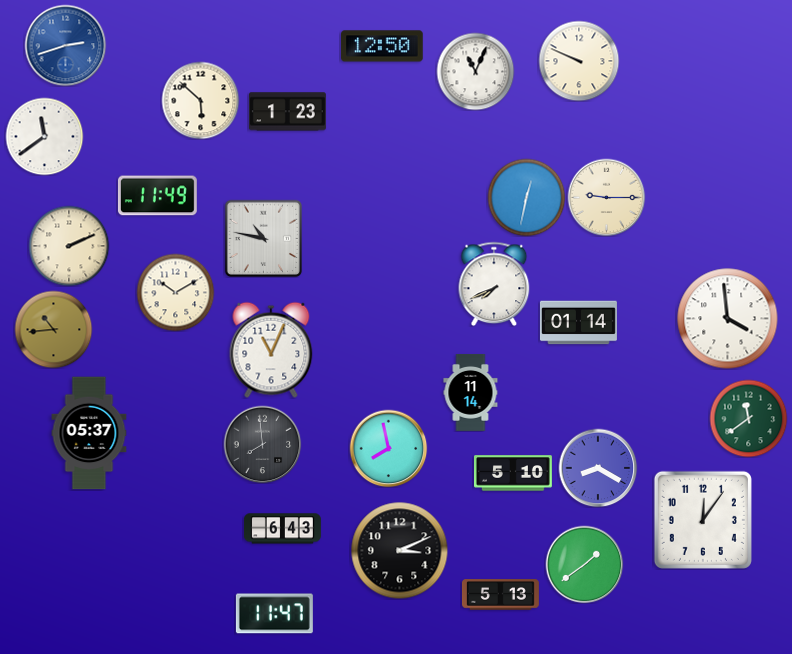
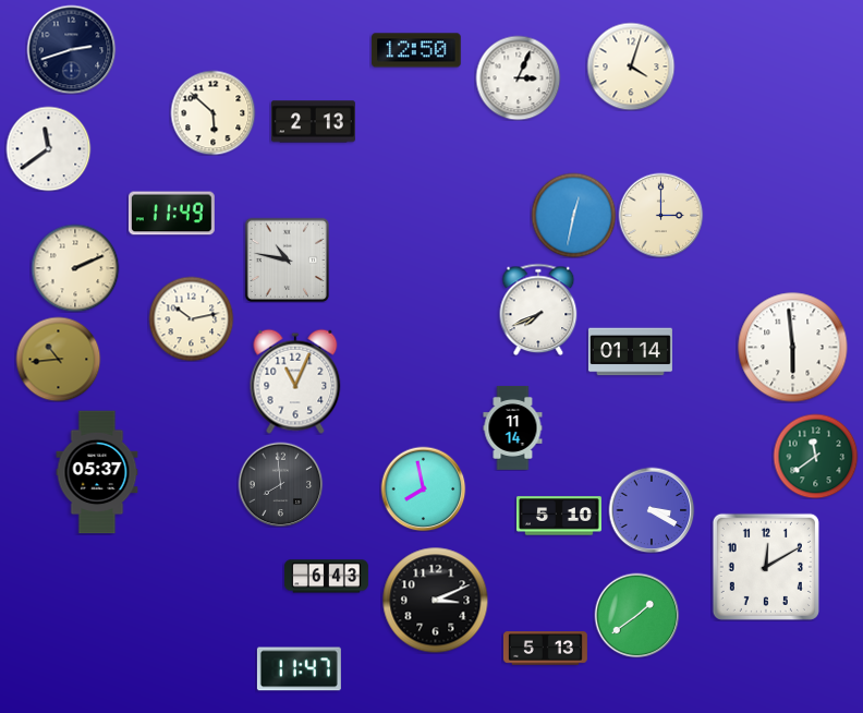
clock at (65, 45) dial: blue -> navy
clock at (579, 61): 9:49 -> 4:03
clock at (475, 71): 11:04 -> 3:04
clock at (200, 100) position: (200, 100) -> (212, 112)
clock at (287, 112): 1:23 -> 2:13
clock at (606, 197): 9:15 -> 3:00
clock at (175, 292): 10:10 -> 10:13
clock at (728, 319): 3:59 -> 5:59
clock at (262, 444) position: (262, 444) -> (280, 484)
clock at (598, 468): 8:20 -> 3:20
clock at (703, 520): 12:06 -> 12:10
clock at (282, 529) position: (282, 529) -> (326, 577)
